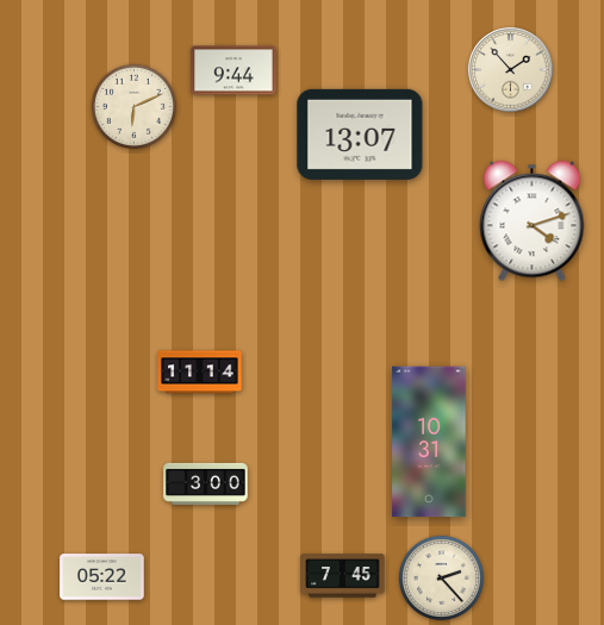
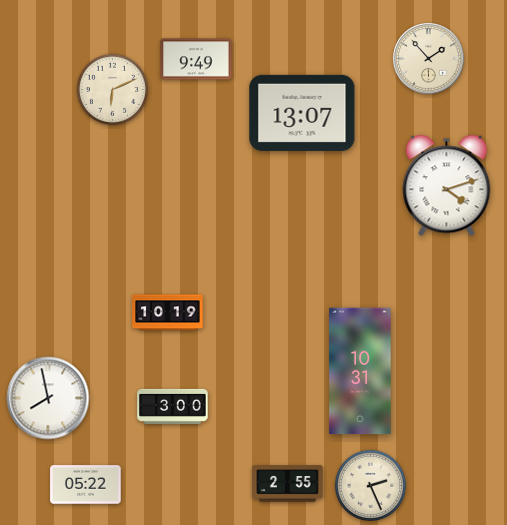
clock at (233, 70): 9:44 -> 9:49
clock at (200, 373): 11:14 -> 10:19
clock at (48, 398): none -> 7:58
clock at (343, 576): 7:45 -> 2:55
clock at (441, 577): 2:23 -> 2:26
